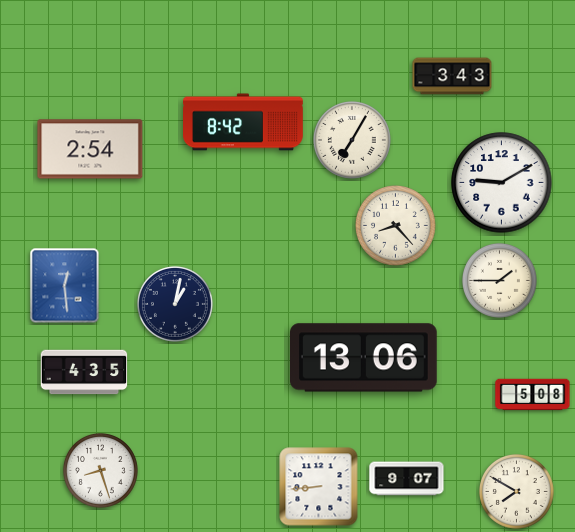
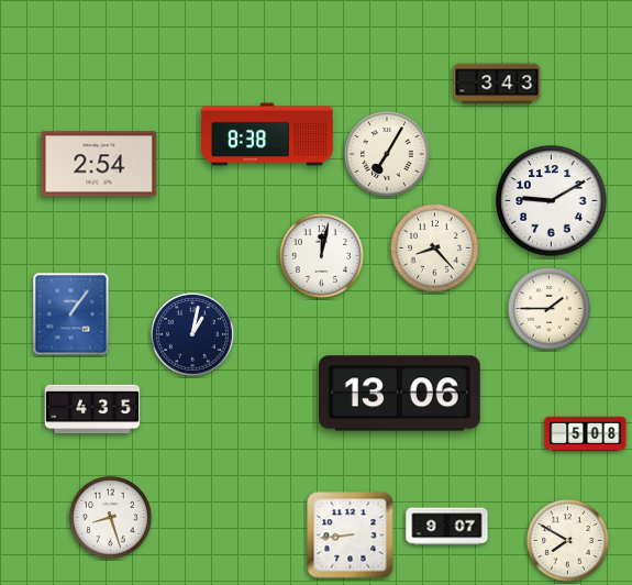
clock at (243, 122): 8:42 -> 8:38
clock at (321, 255): none -> 12:02
clock at (65, 286): 12:29 -> 1:06
